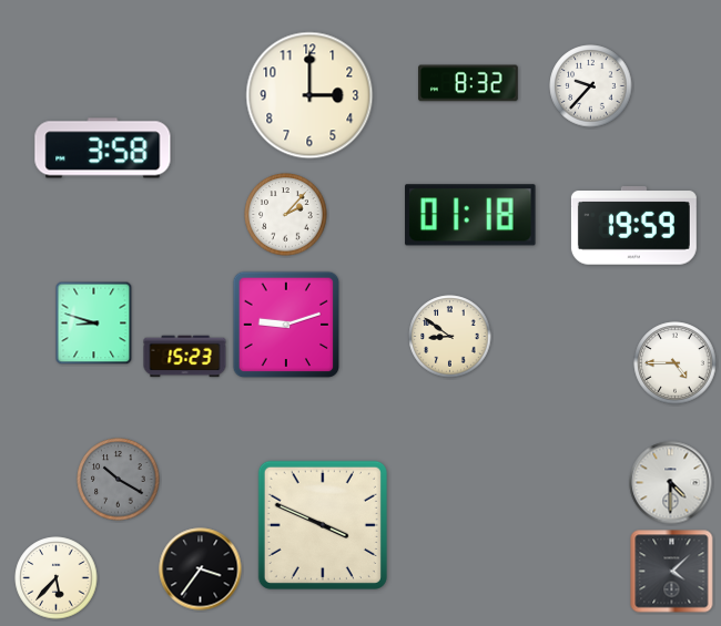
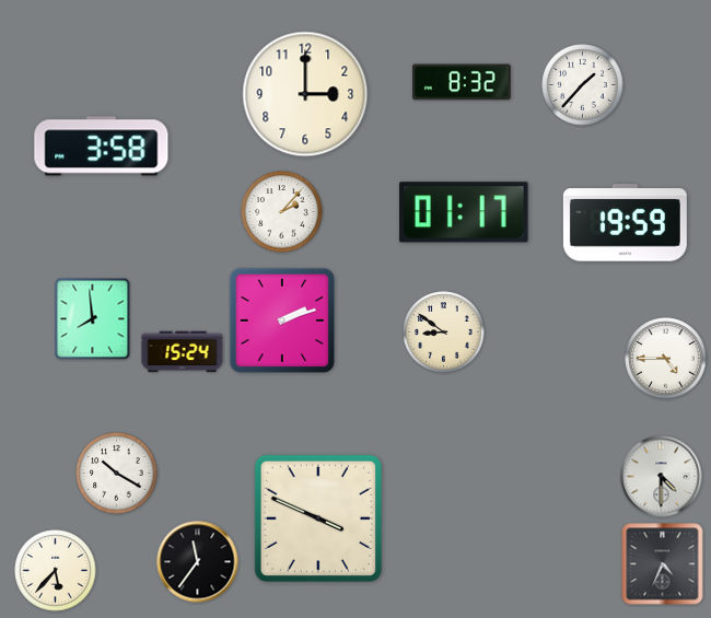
clock at (591, 86): 9:37 -> 1:37
clock at (470, 215): 01:18 -> 01:17
clock at (94, 324): 8:48 -> 7:59
clock at (286, 325): 9:12 -> 2:12
clock at (185, 357): 15:23 -> 15:24
clock at (119, 480) dial: grey -> white
clock at (201, 569): 3:36 -> 11:36
clock at (672, 572): 4:08 -> 4:34
